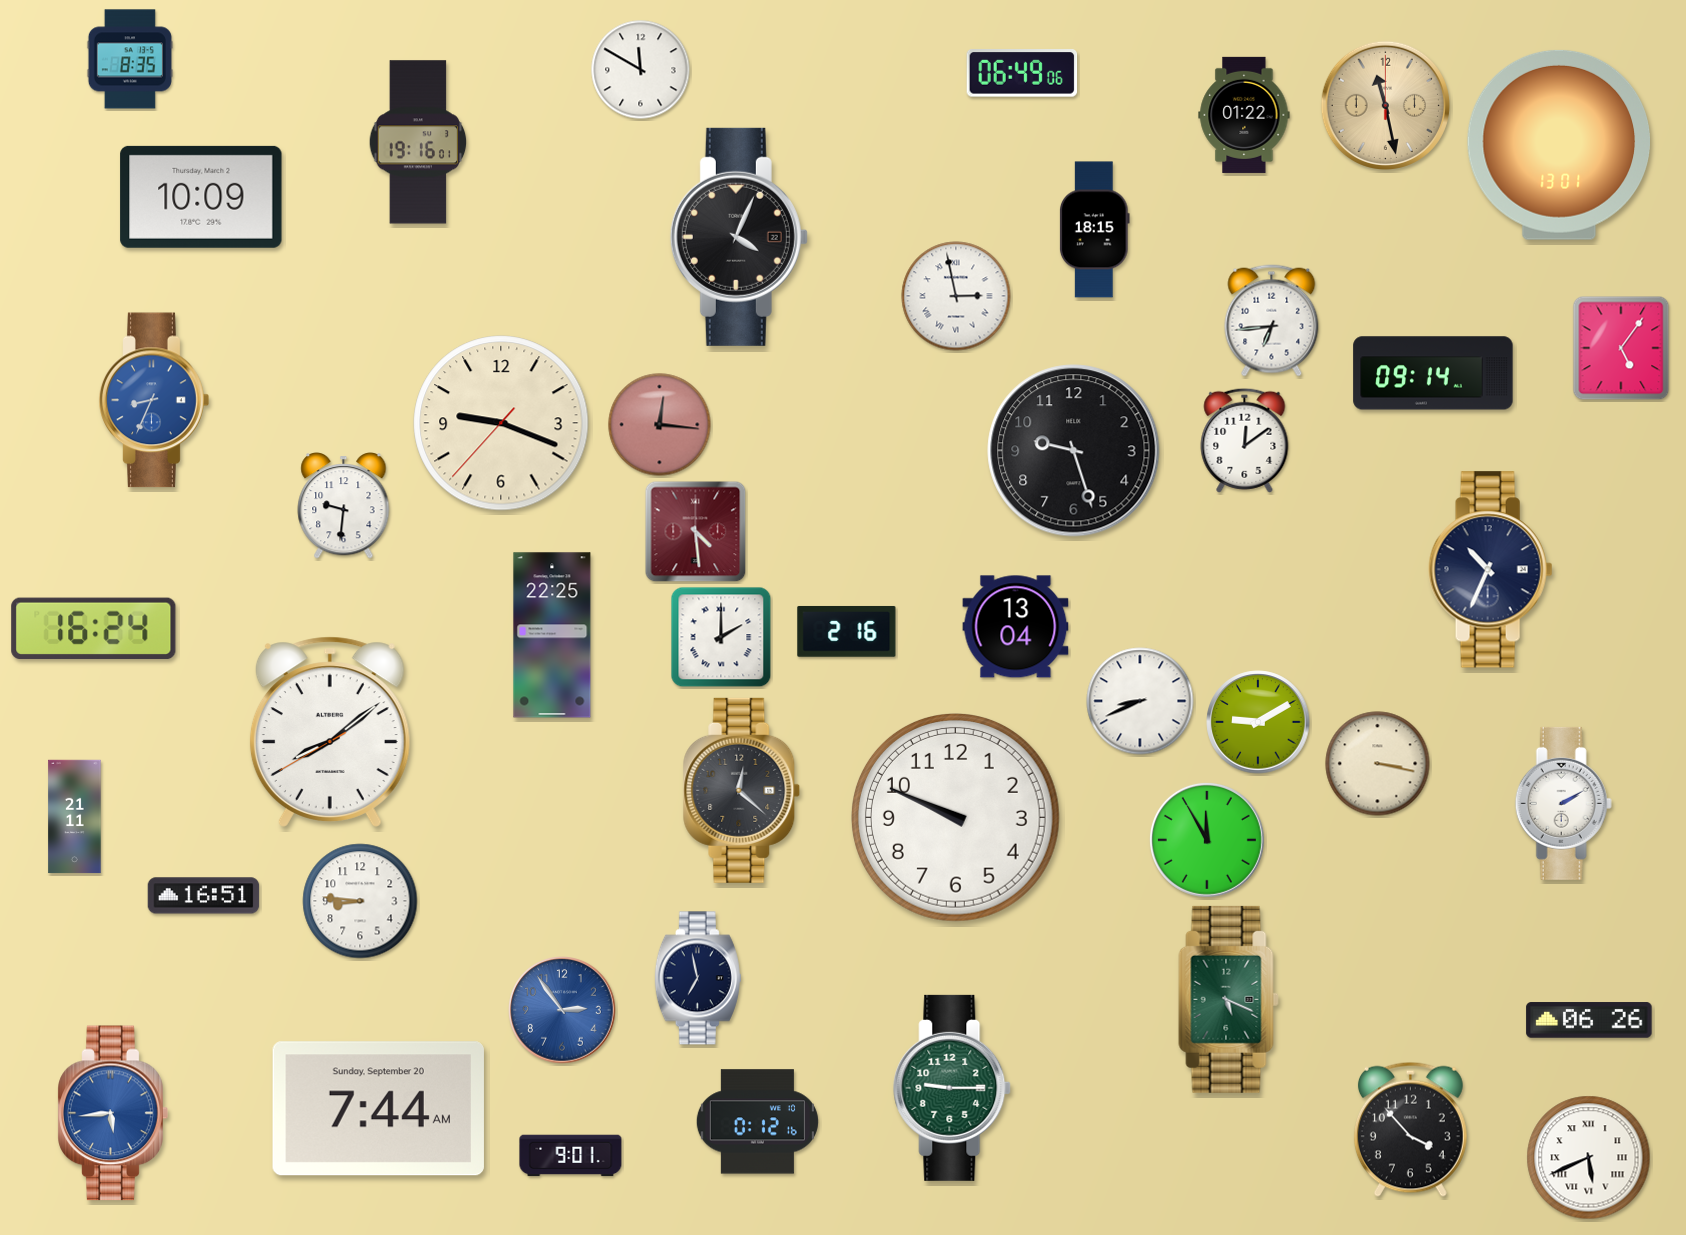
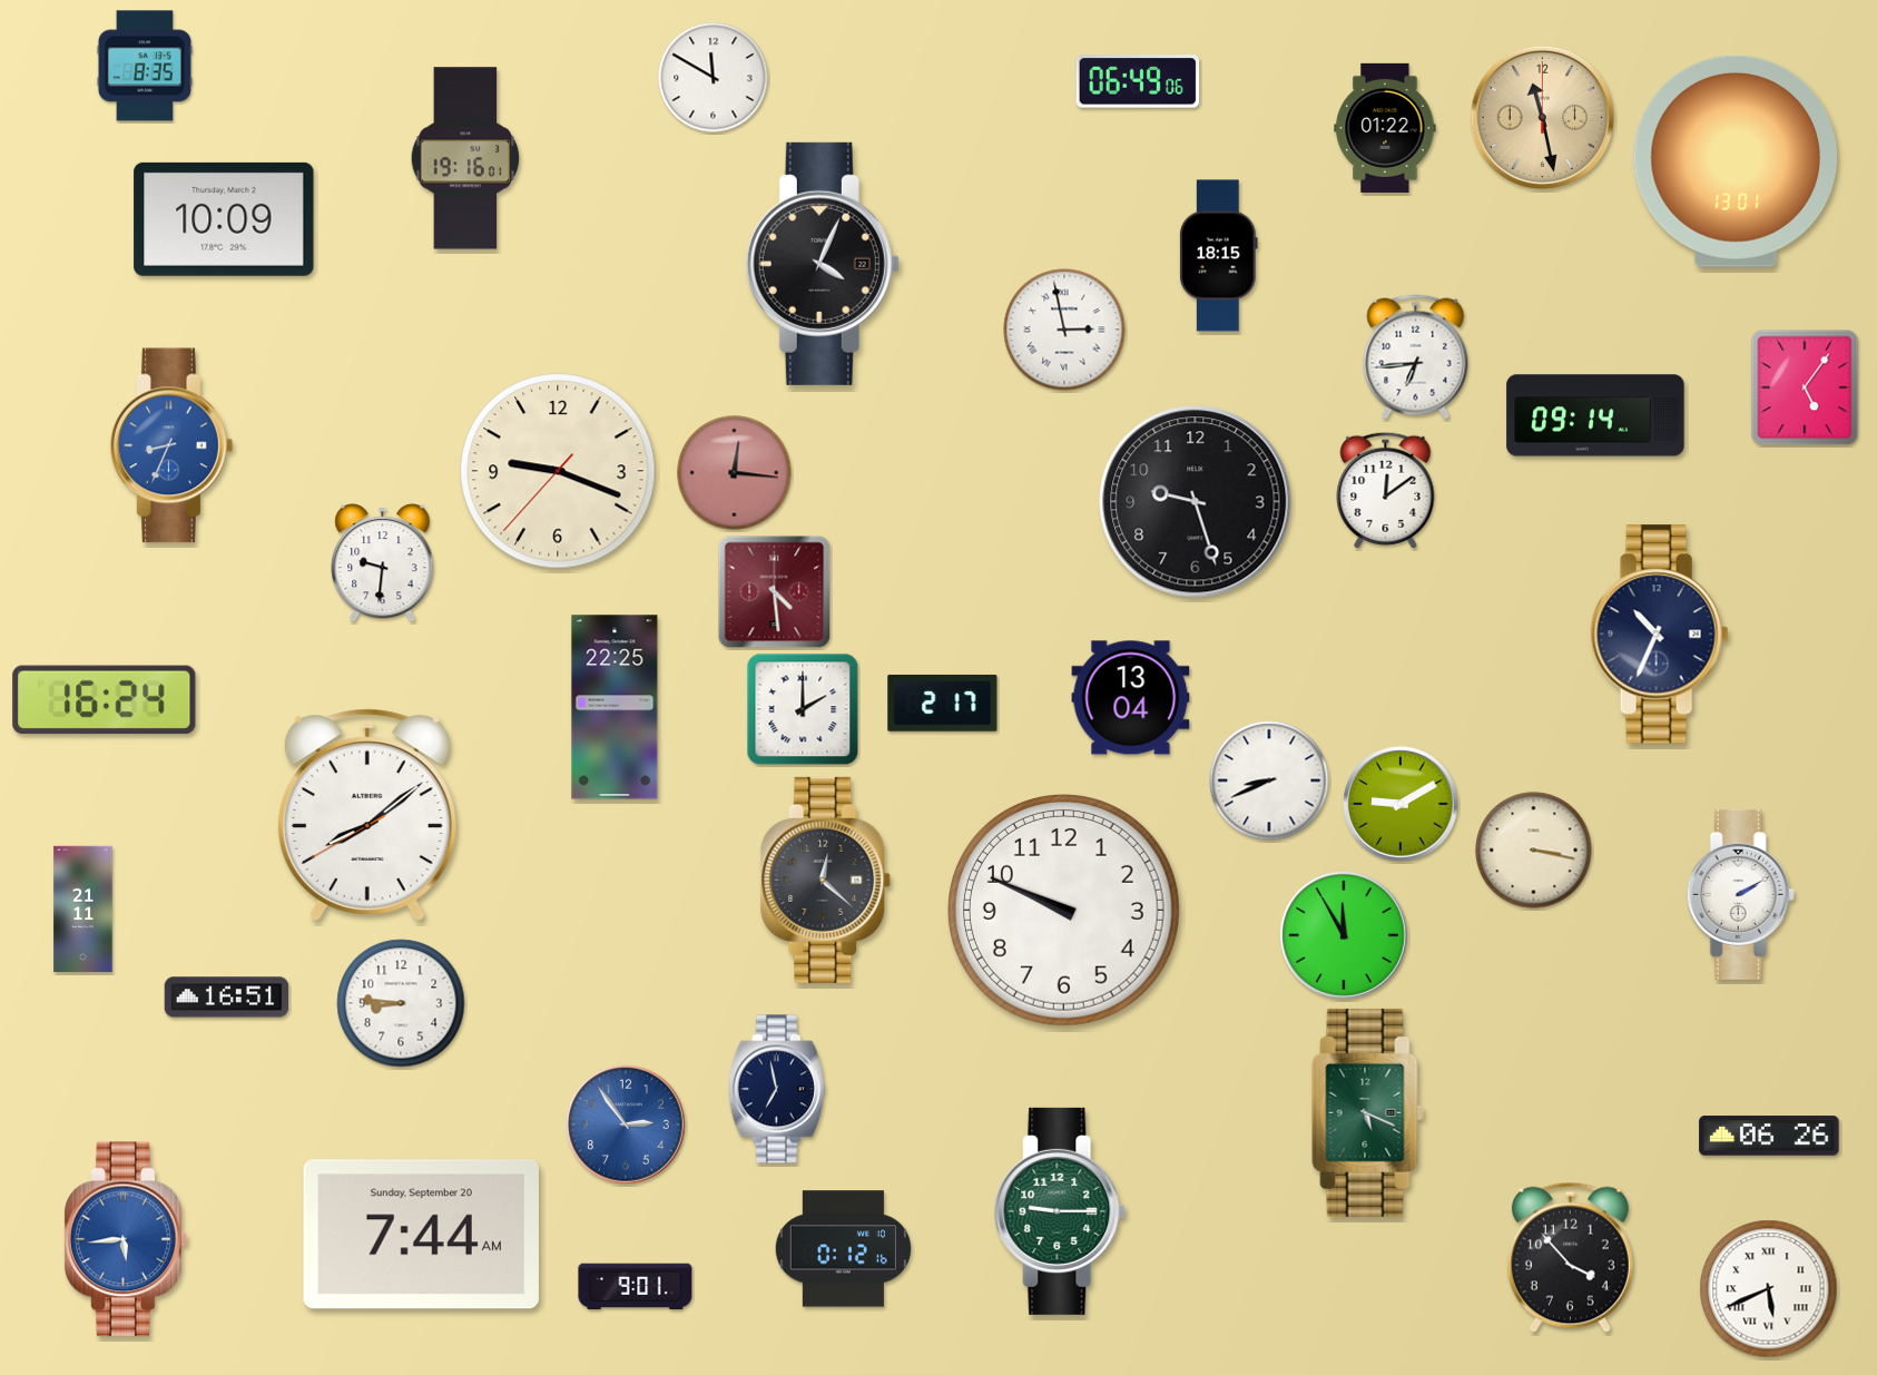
clock at (847, 631): 2:16 -> 2:17
